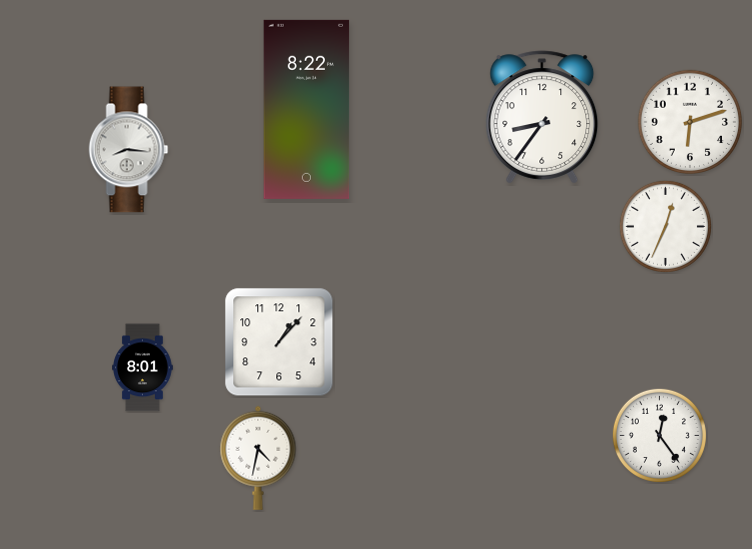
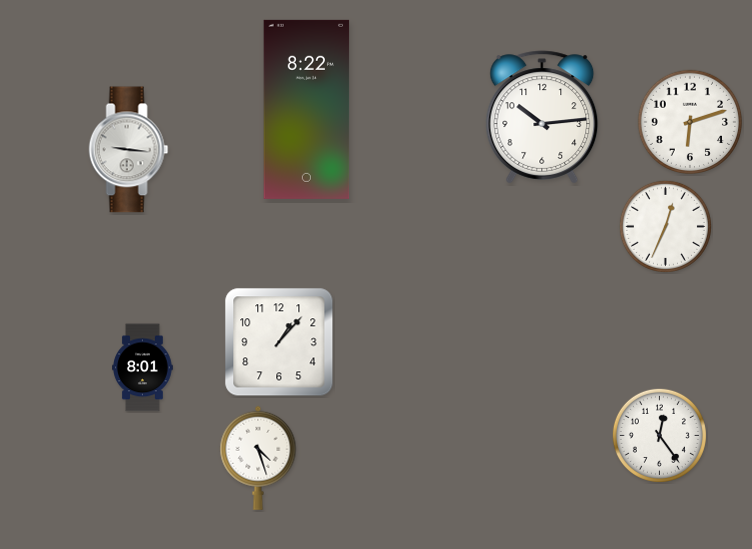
clock at (542, 117): 8:36 -> 10:14
clock at (129, 150): 8:16 -> 9:16
clock at (258, 458): 4:32 -> 4:27
